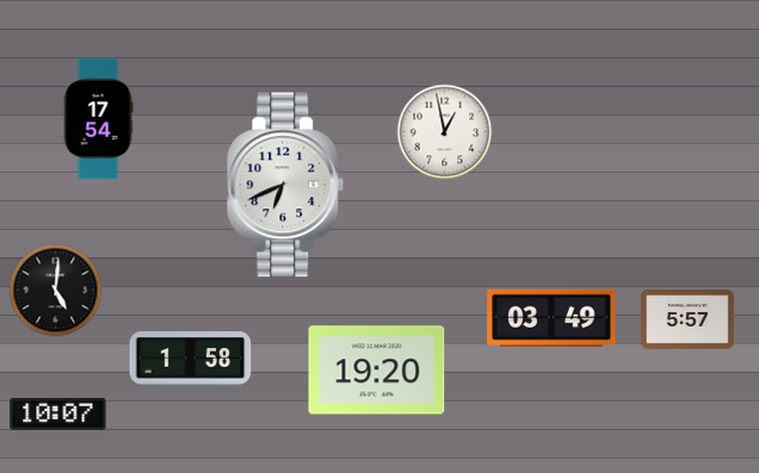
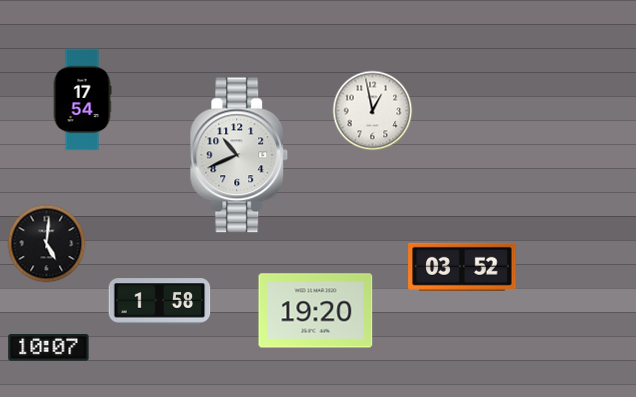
clock at (285, 185): 6:41 -> 10:41
clock at (551, 318): 03:49 -> 03:52
clock at (689, 319): 5:57 -> none
